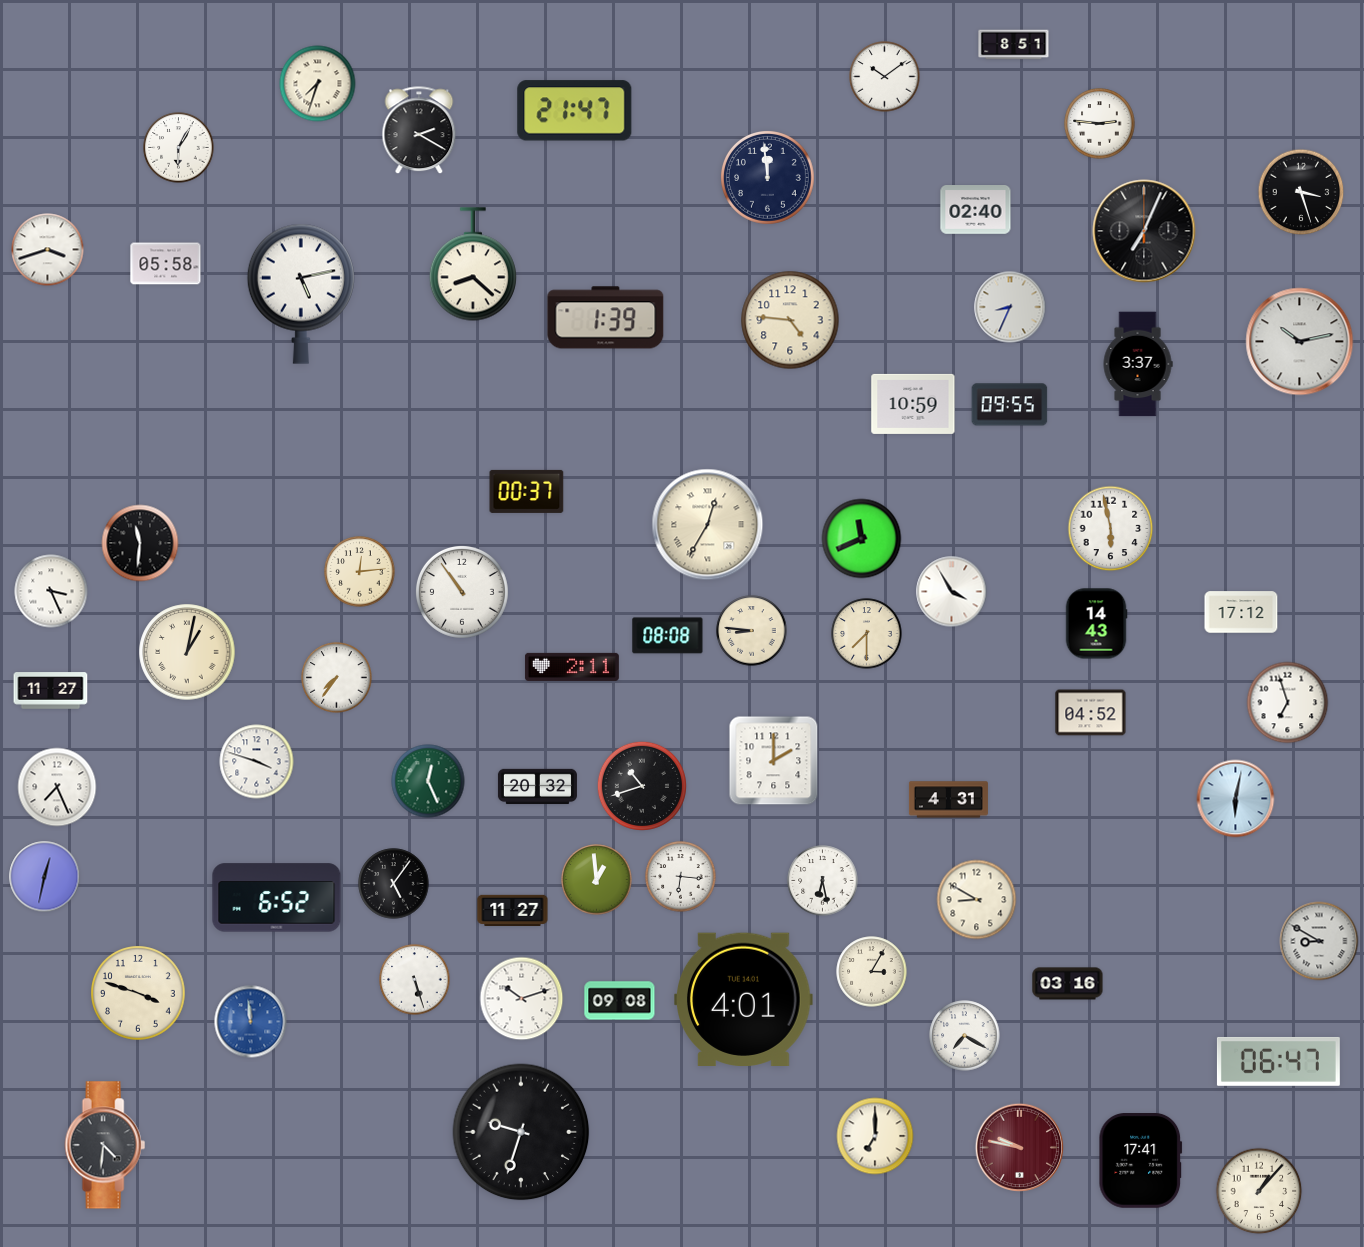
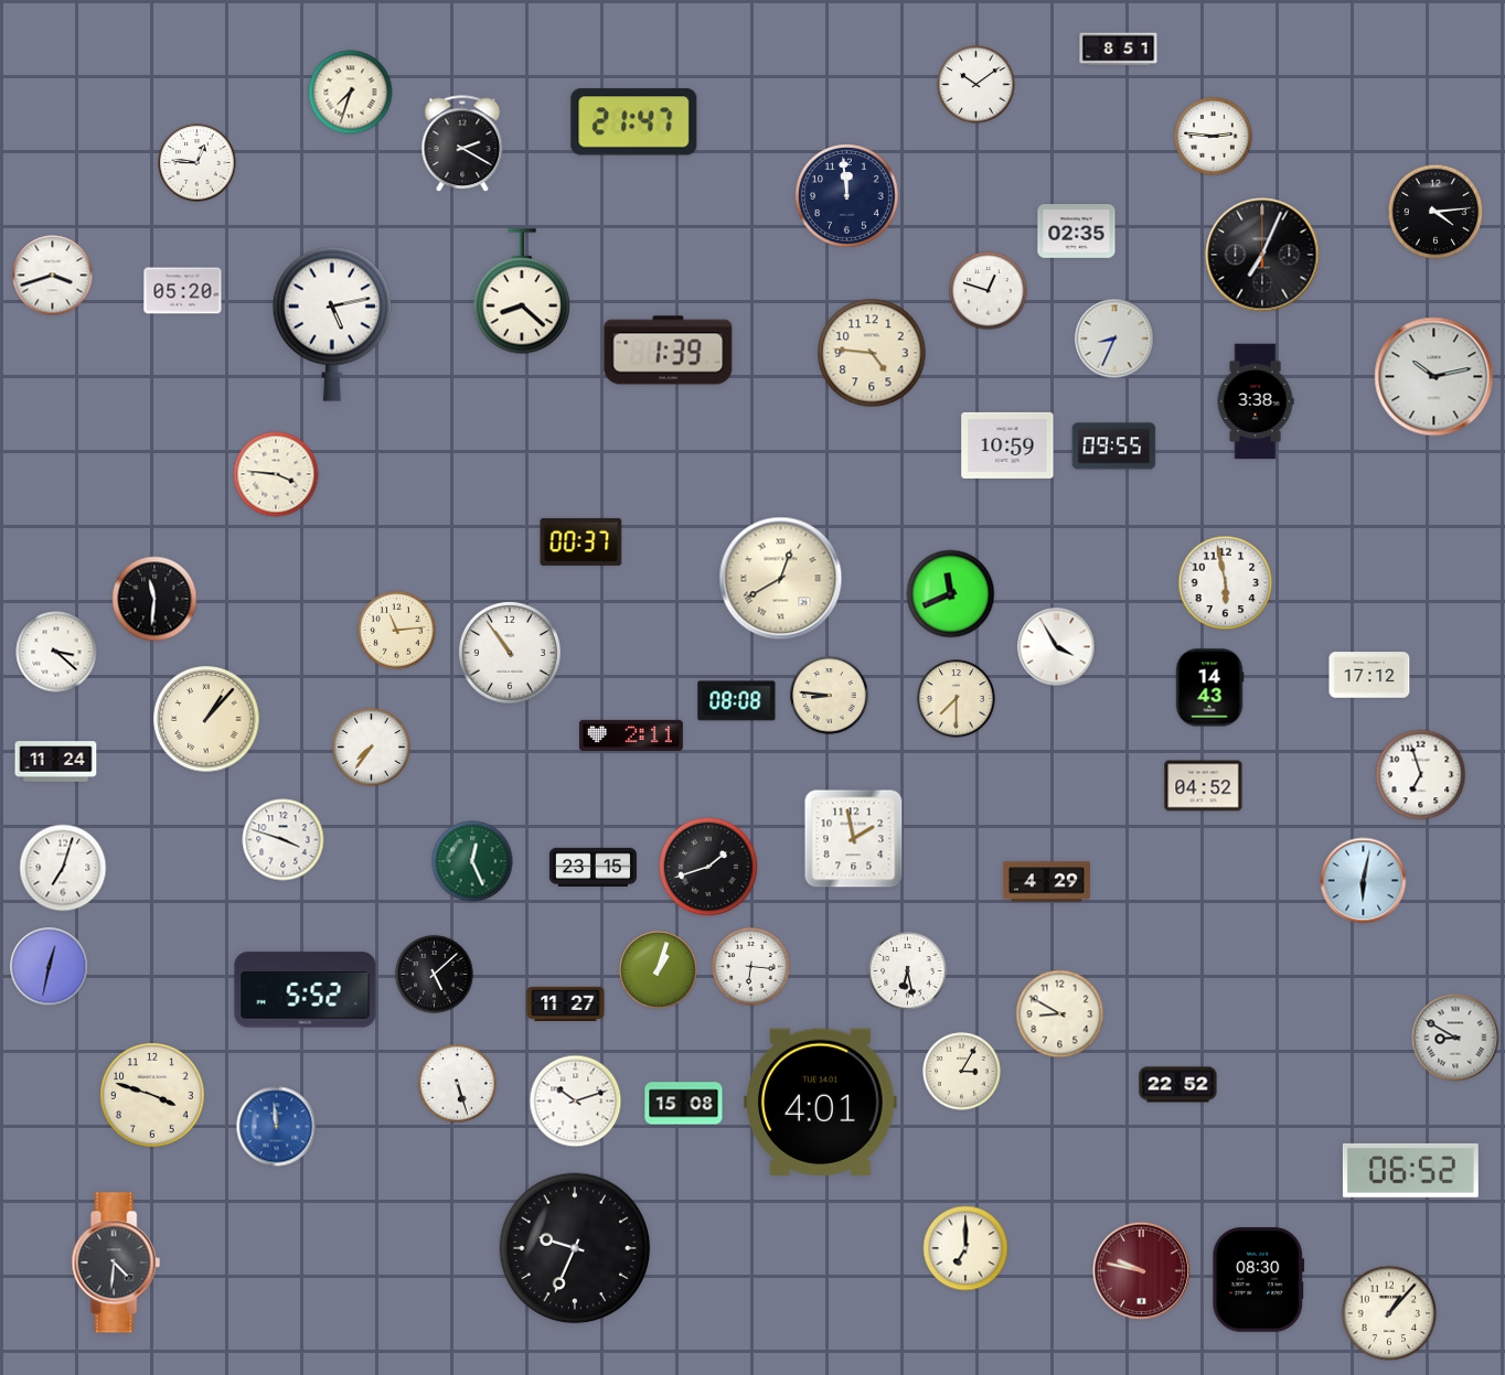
clock at (179, 148): 6:05 -> 12:46
clock at (1301, 192): 3:27 -> 4:14
clock at (976, 210): 02:40 -> 02:35
clock at (166, 264): 05:58 -> 05:20
clock at (989, 291): none -> 12:48
clock at (1138, 364): 3:37 -> 3:38
clock at (276, 474): none -> 3:46
clock at (708, 525): 12:35 -> 12:40
clock at (360, 572): 12:14 -> 11:14
clock at (51, 591): 3:26 -> 3:22
clock at (952, 592) position: (952, 592) -> (1057, 647)
clock at (187, 652): 1:02 -> 1:07
clock at (51, 691): 11:27 -> 11:24
clock at (774, 761): 2:00 -> 1:58
clock at (642, 786): 10:42 -> 1:42
clock at (57, 787): 7:26 -> 7:03
clock at (537, 787): 20:32 -> 23:15
clock at (948, 800): 4:31 -> 4:29
clock at (597, 880): 12:59 -> 1:03
clock at (394, 884): 5:06 -> 5:08
clock at (277, 898): 6:52 -> 5:52
clock at (977, 900) position: (977, 900) -> (1060, 1014)
clock at (415, 980) position: (415, 980) -> (458, 1084)
clock at (1068, 984): 03:16 -> 22:52
clock at (620, 1001): 09:08 -> 15:08
clock at (965, 1036): 7:20 -> none
clock at (1278, 1061): 06:47 -> 06:52
clock at (521, 1132): 9:33 -> 9:34
clock at (875, 1136) position: (875, 1136) -> (965, 1248)
clock at (1019, 1147) position: (1019, 1147) -> (1141, 1270)
clock at (1141, 1161): 17:41 -> 08:30
